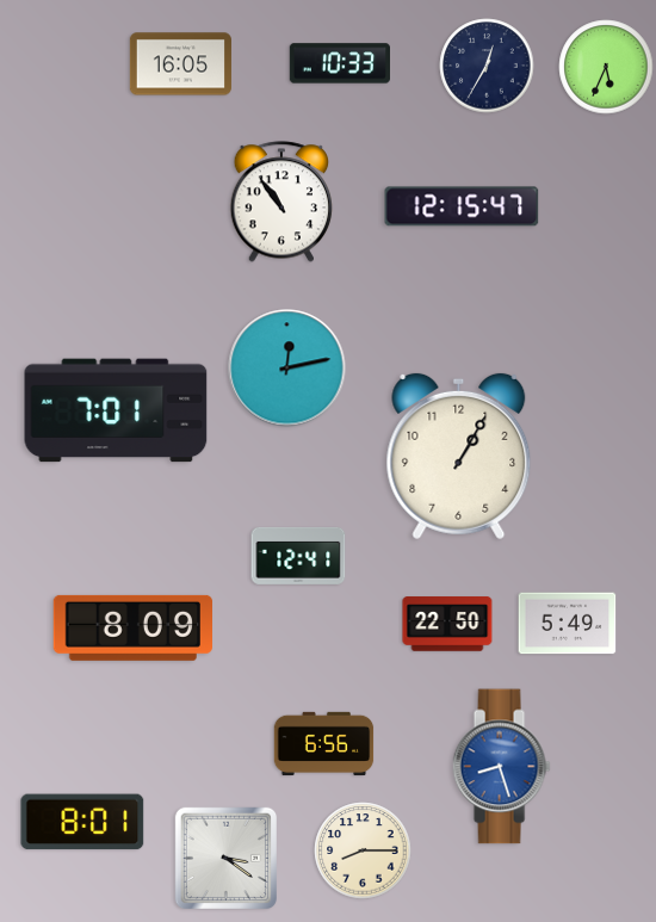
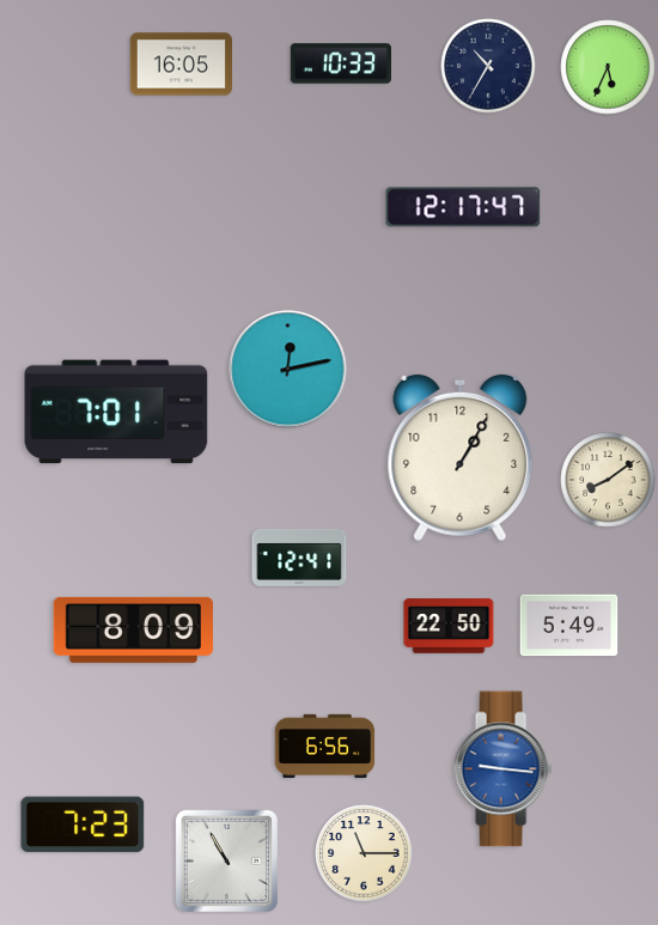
clock at (487, 66): 12:35 -> 10:35
clock at (281, 202): 10:54 -> none
clock at (462, 206): 12:15 -> 12:17
clock at (608, 480): none -> 8:09
clock at (501, 767): 8:27 -> 9:16
clock at (82, 822): 8:01 -> 7:23
clock at (363, 850): 8:15 -> 11:15
clock at (225, 858): 3:21 -> 10:55
